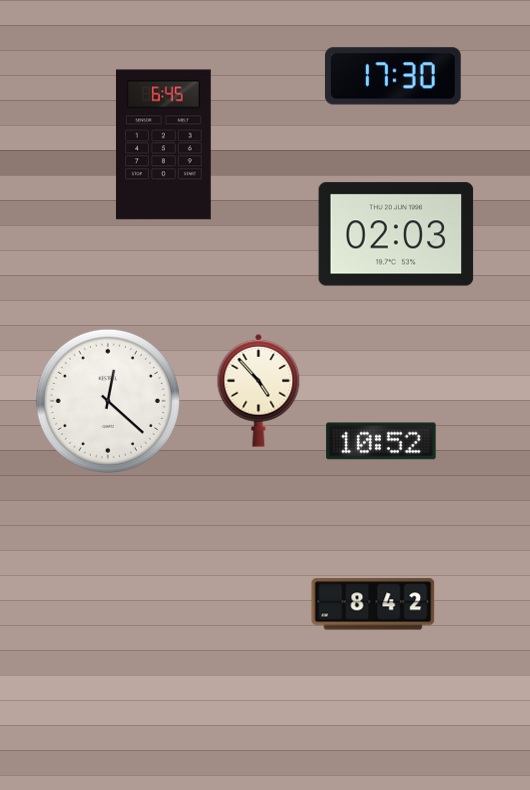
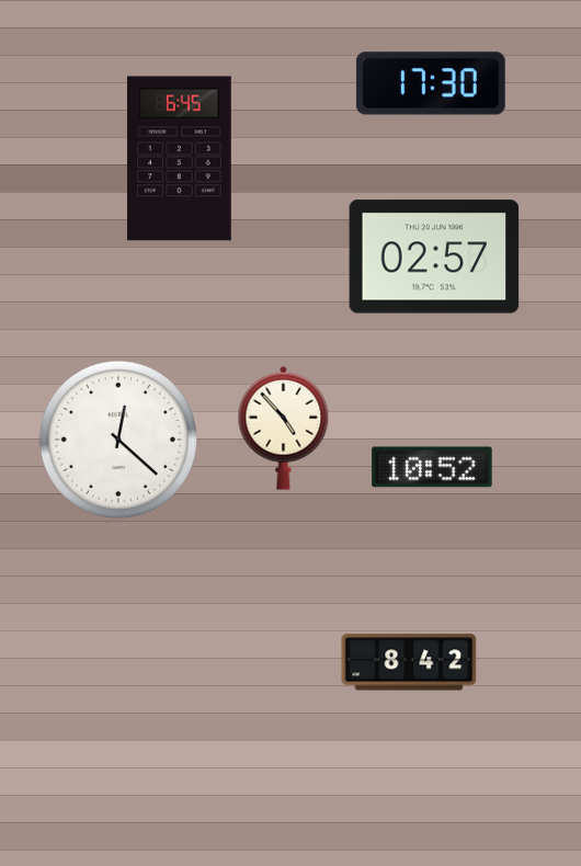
clock at (396, 234): 02:03 -> 02:57
clock at (381, 441) position: (381, 441) -> (432, 467)
